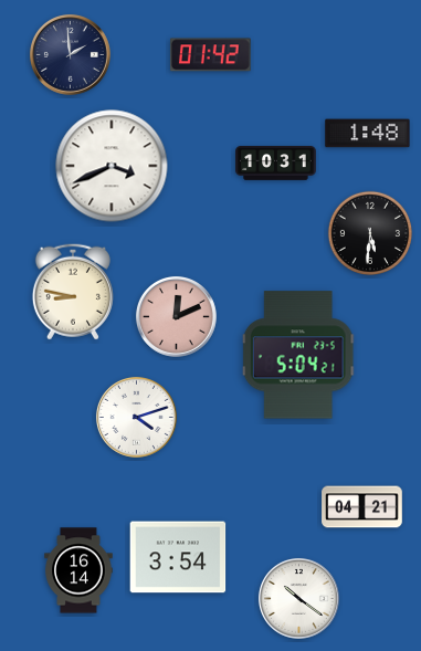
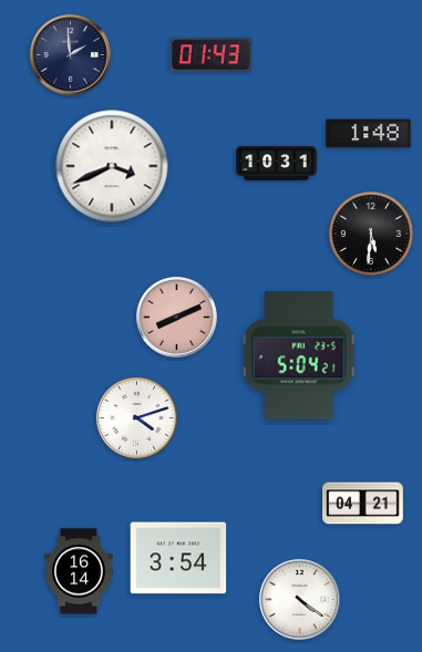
clock at (211, 55): 01:42 -> 01:43
clock at (73, 292): 8:47 -> none
clock at (176, 316): 12:11 -> 8:11
clock at (362, 507) position: (362, 507) -> (363, 504)
clock at (298, 598): 10:21 -> 4:21
